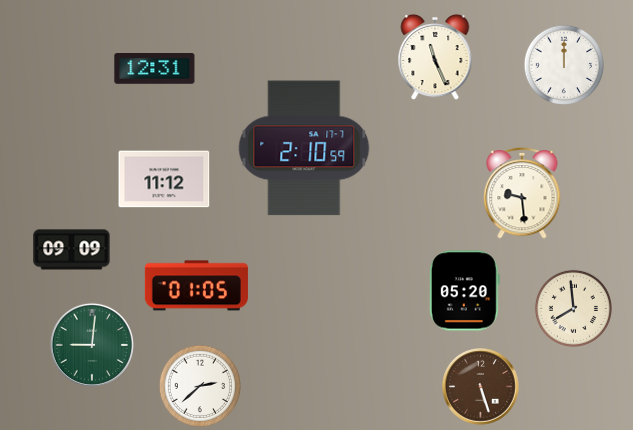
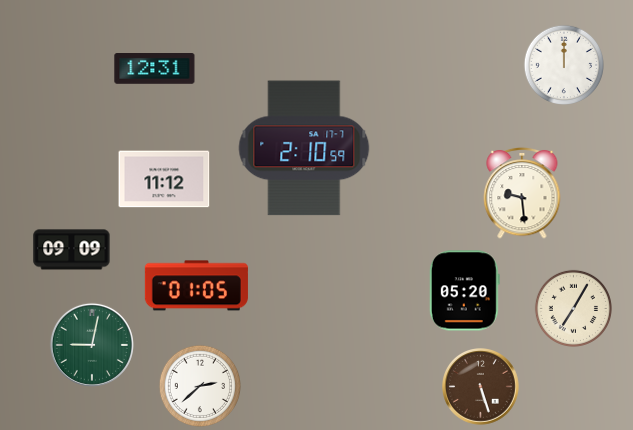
clock at (435, 57): 11:26 -> none
clock at (573, 308): 7:59 -> 7:05
clock at (92, 345): 9:01 -> 9:02
